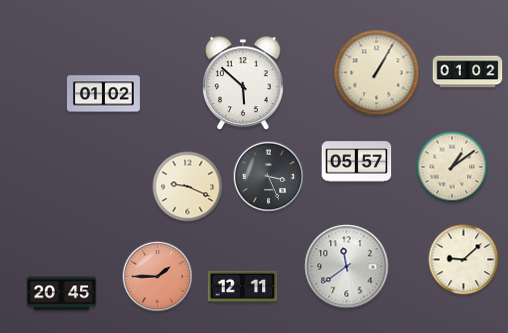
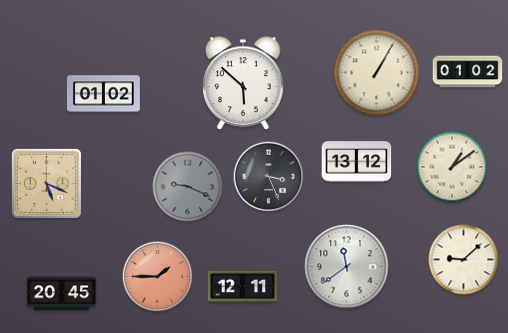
clock at (357, 162): 05:57 -> 13:12
clock at (46, 183): none -> 5:19
clock at (188, 187) dial: cream -> grey
